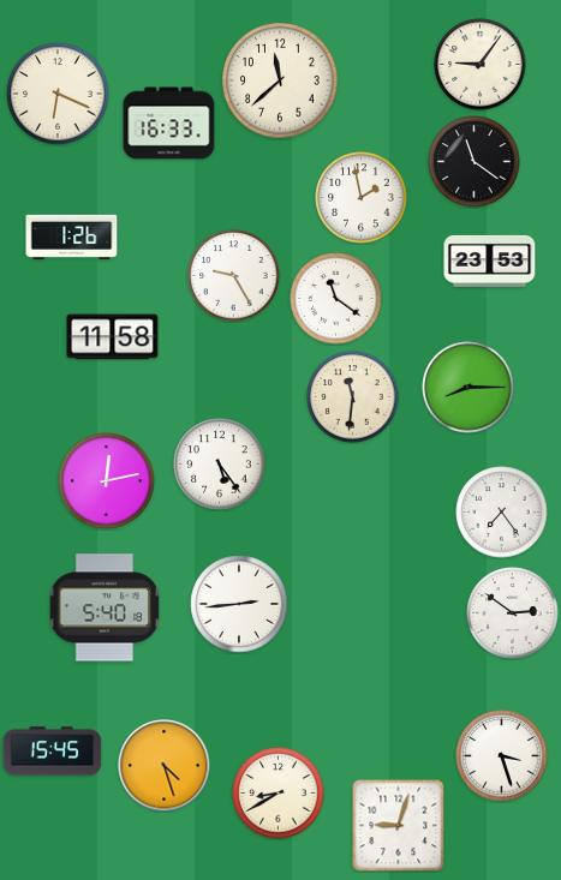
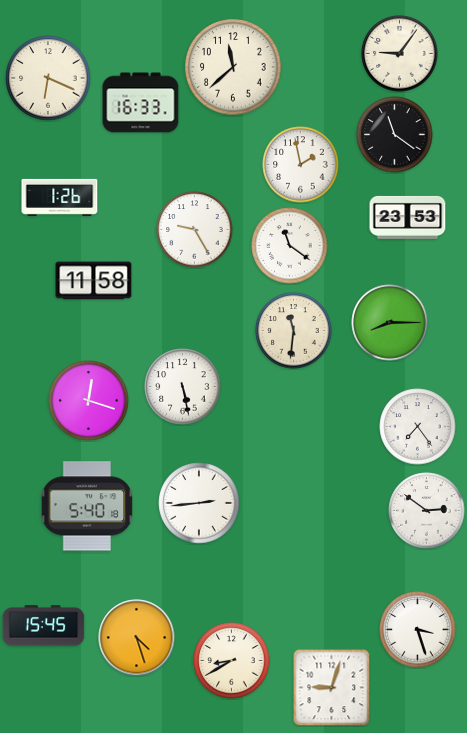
clock at (336, 299) position: (336, 299) -> (290, 246)
clock at (220, 465): 5:24 -> 5:28
clock at (107, 481): 12:13 -> 12:18
